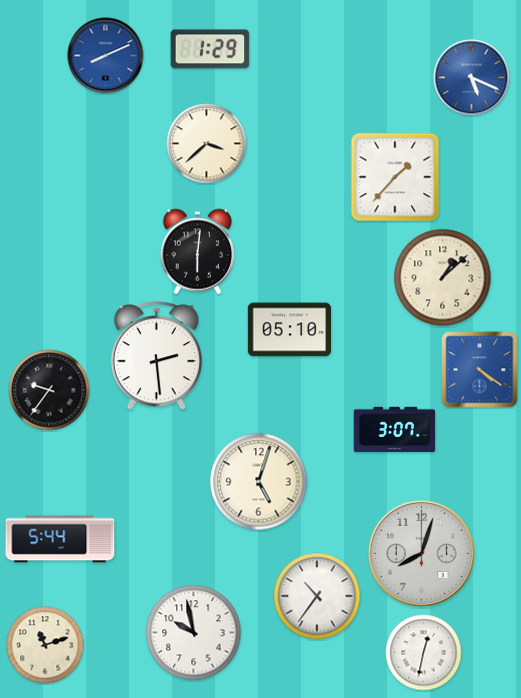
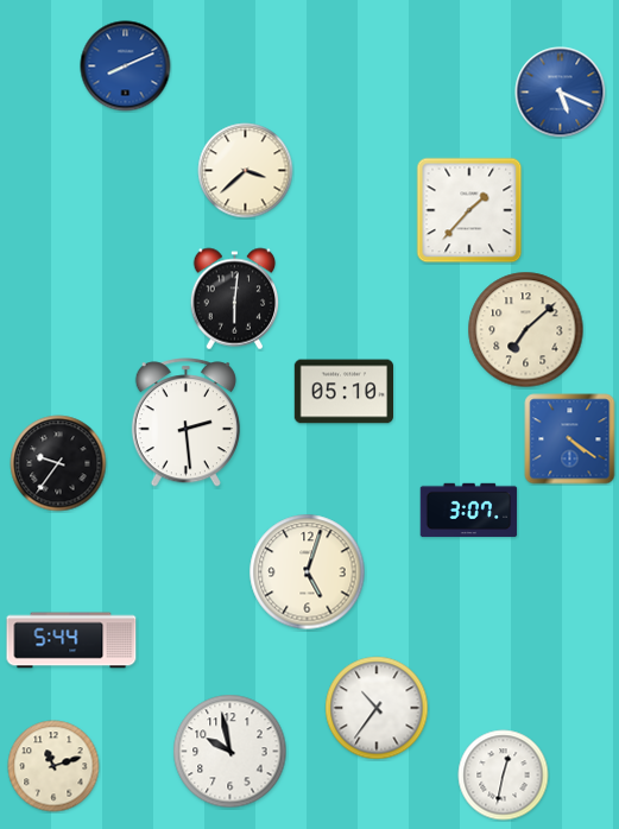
clock at (210, 49): 1:29 -> none
clock at (443, 278): 1:08 -> 7:08
clock at (421, 553): 8:03 -> none
